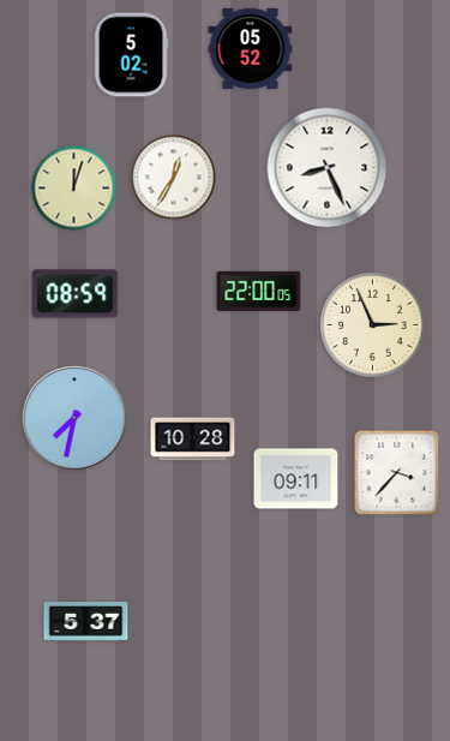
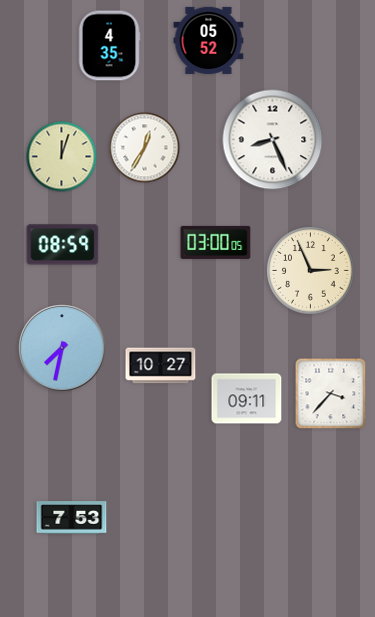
clock at (131, 55): 5:02 -> 4:35
clock at (259, 291): 22:00 -> 03:00
clock at (193, 440): 10:28 -> 10:27
clock at (86, 622): 5:37 -> 7:53
